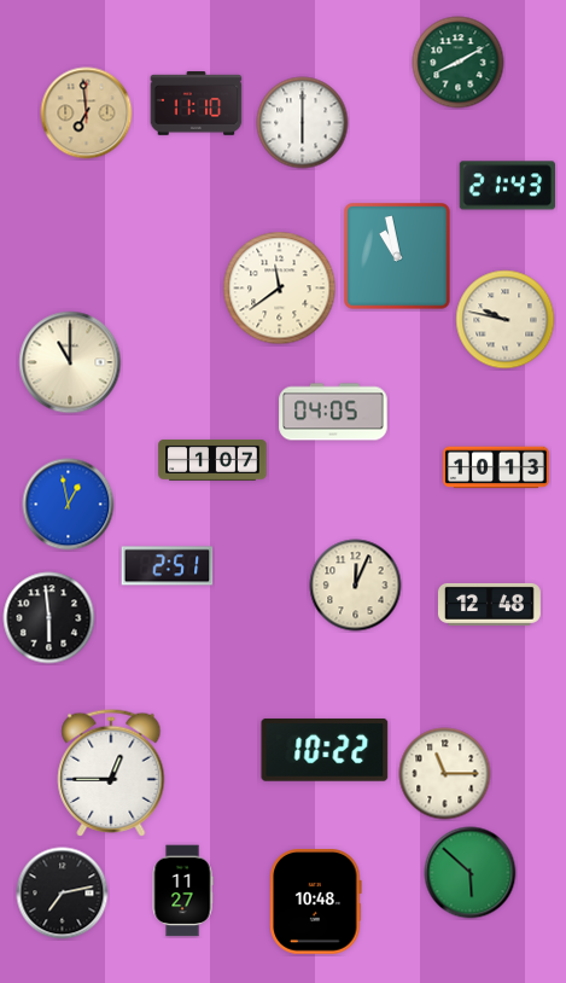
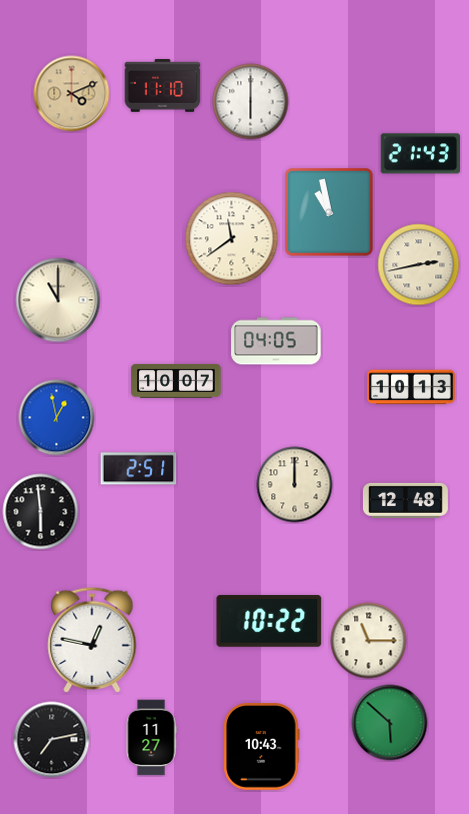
clock at (459, 63): 8:10 -> none
clock at (87, 114): 6:59 -> 4:11
clock at (506, 320): 9:47 -> 2:43
clock at (212, 460): 1:07 -> 10:07
clock at (356, 586): 12:04 -> 12:00
clock at (111, 773): 12:45 -> 12:47
clock at (316, 902): 10:48 -> 10:43
